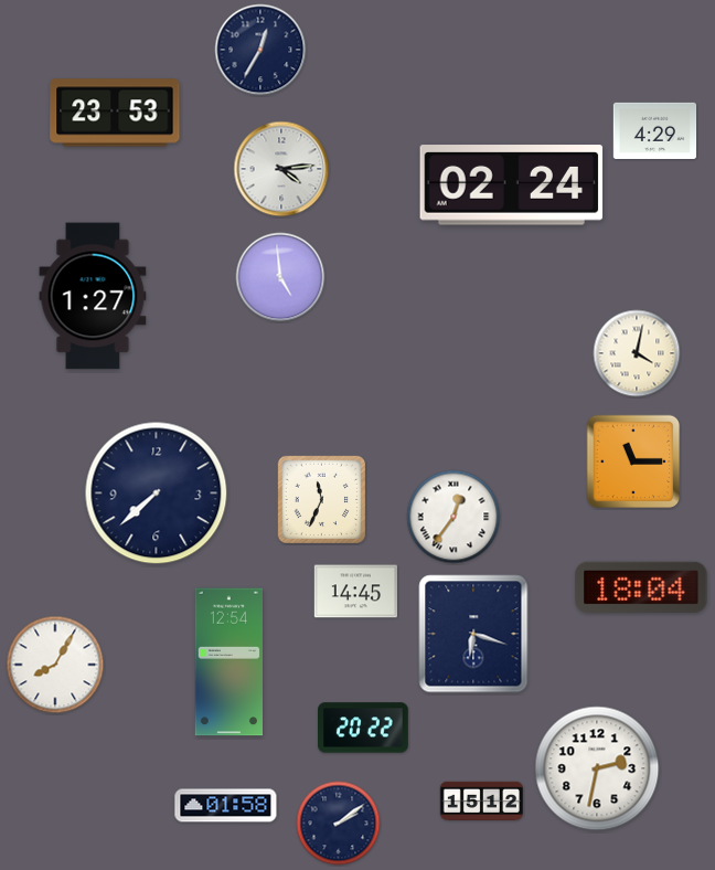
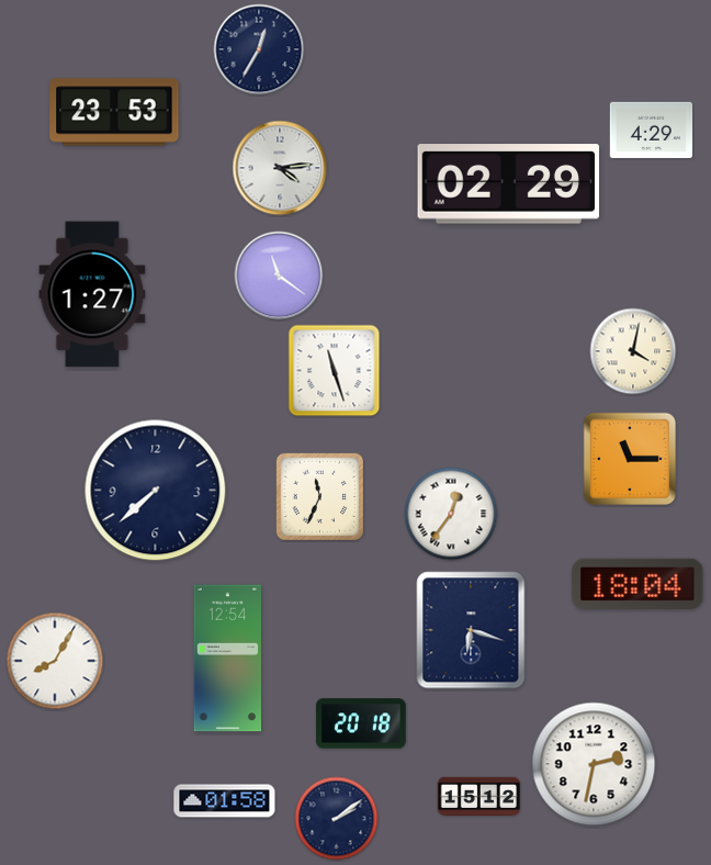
clock at (512, 185): 02:24 -> 02:29
clock at (280, 277): 4:59 -> 11:21
clock at (335, 371): none -> 11:27
clock at (355, 592): 14:45 -> none
clock at (364, 728): 20:22 -> 20:18
